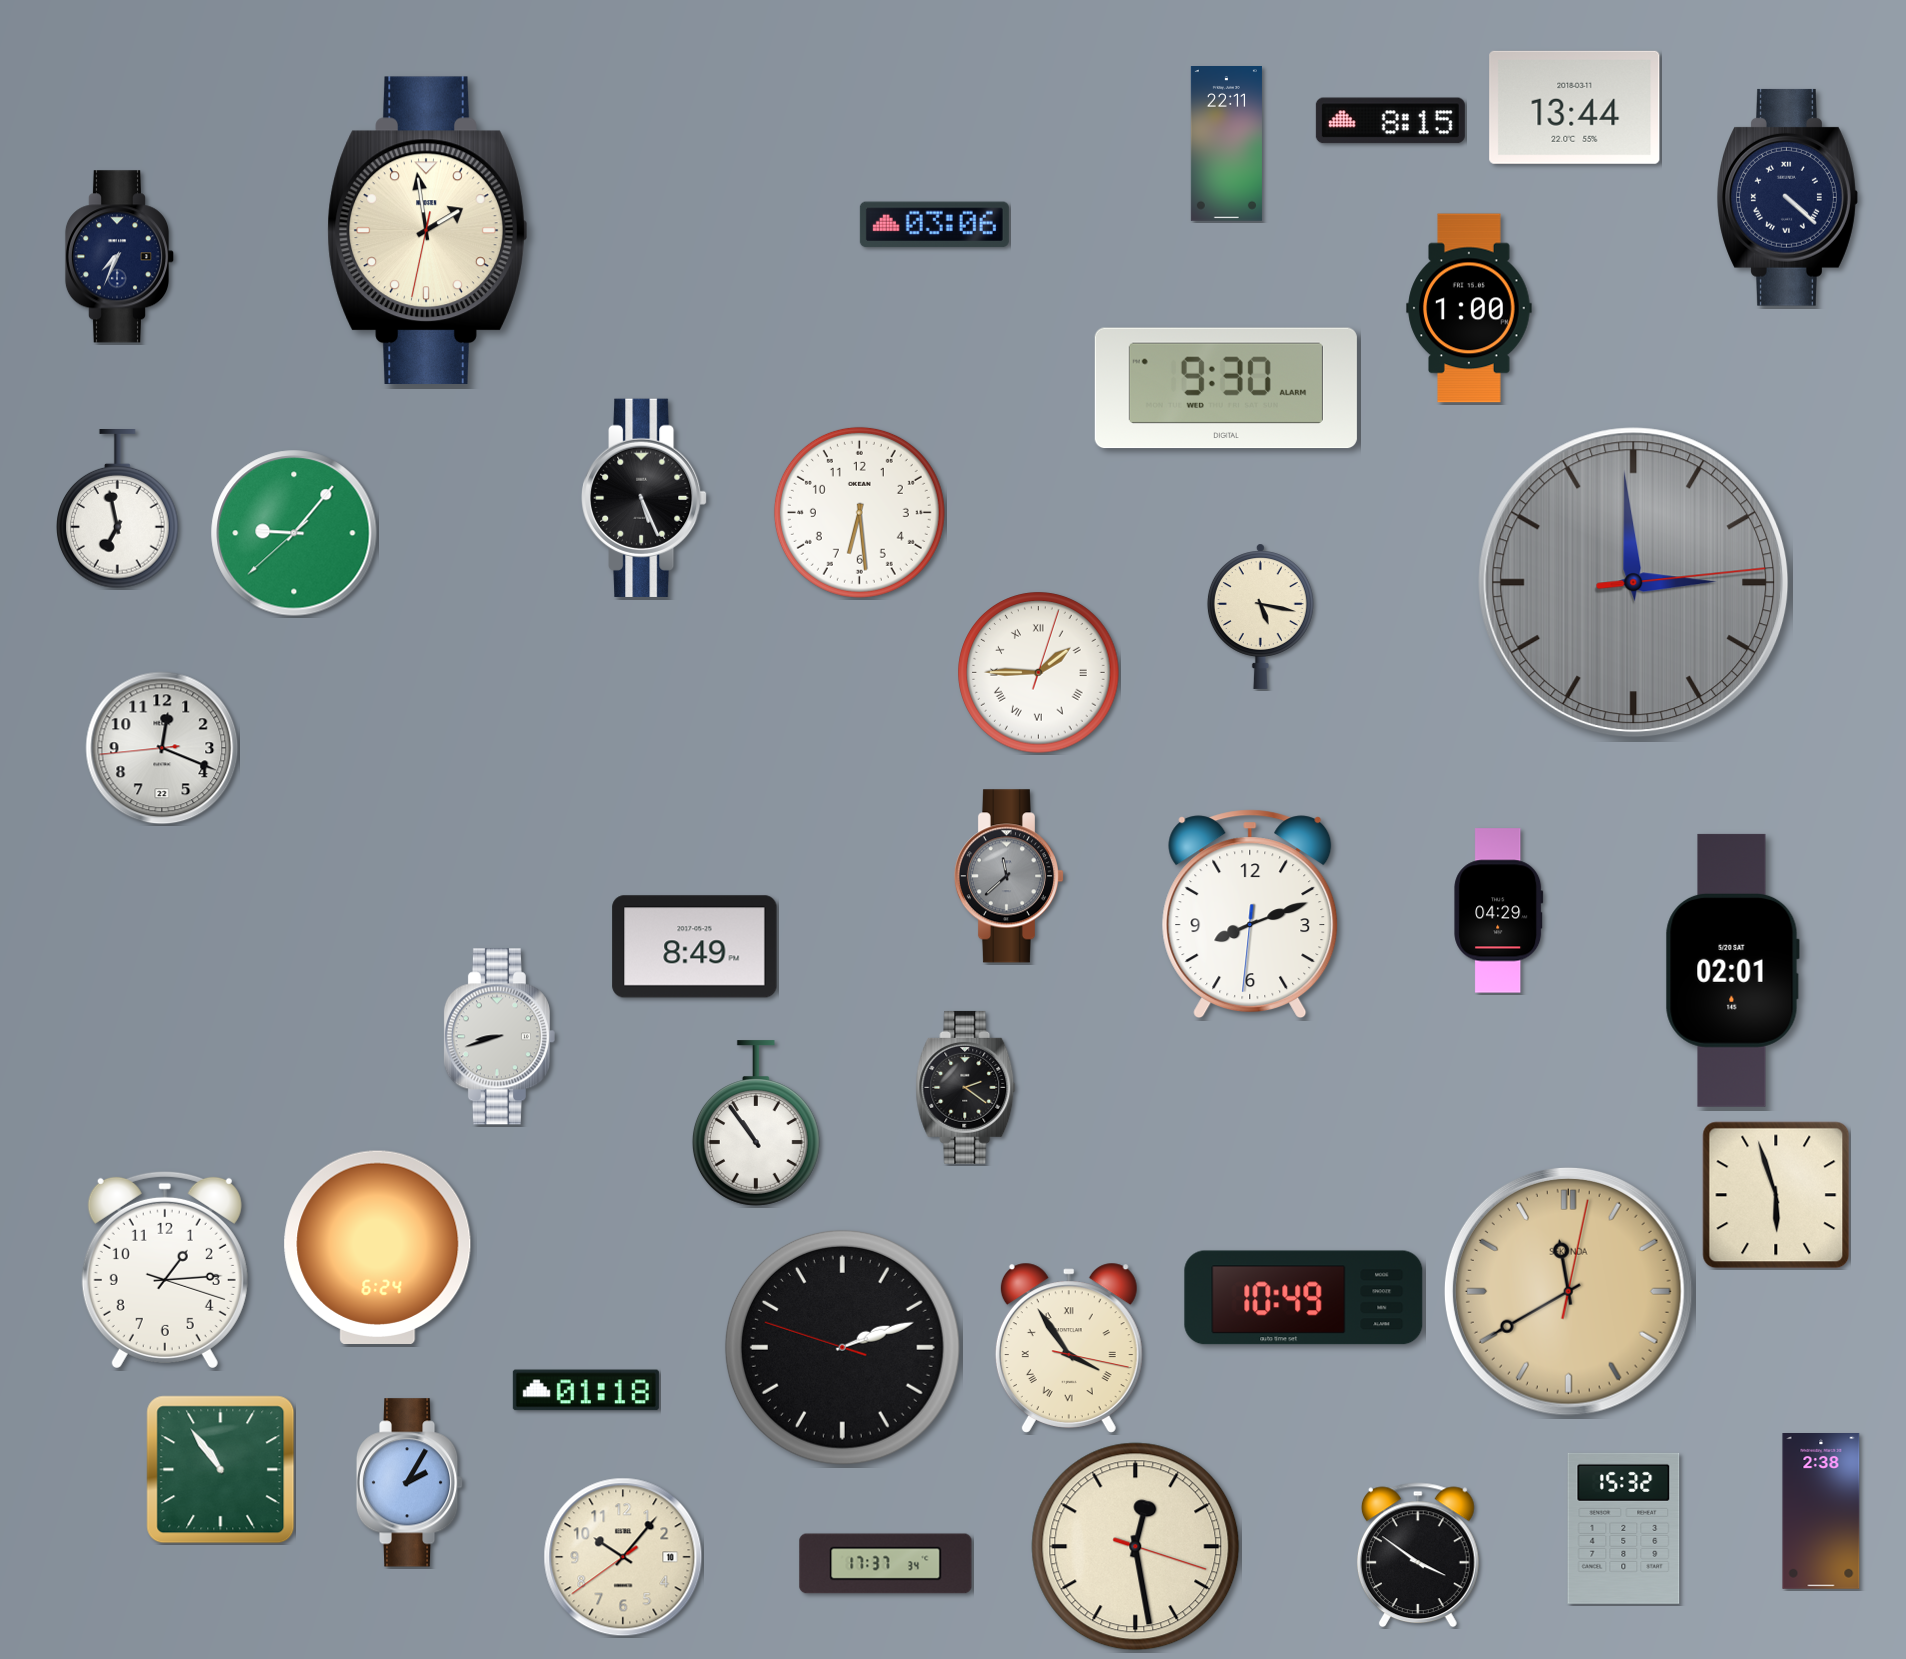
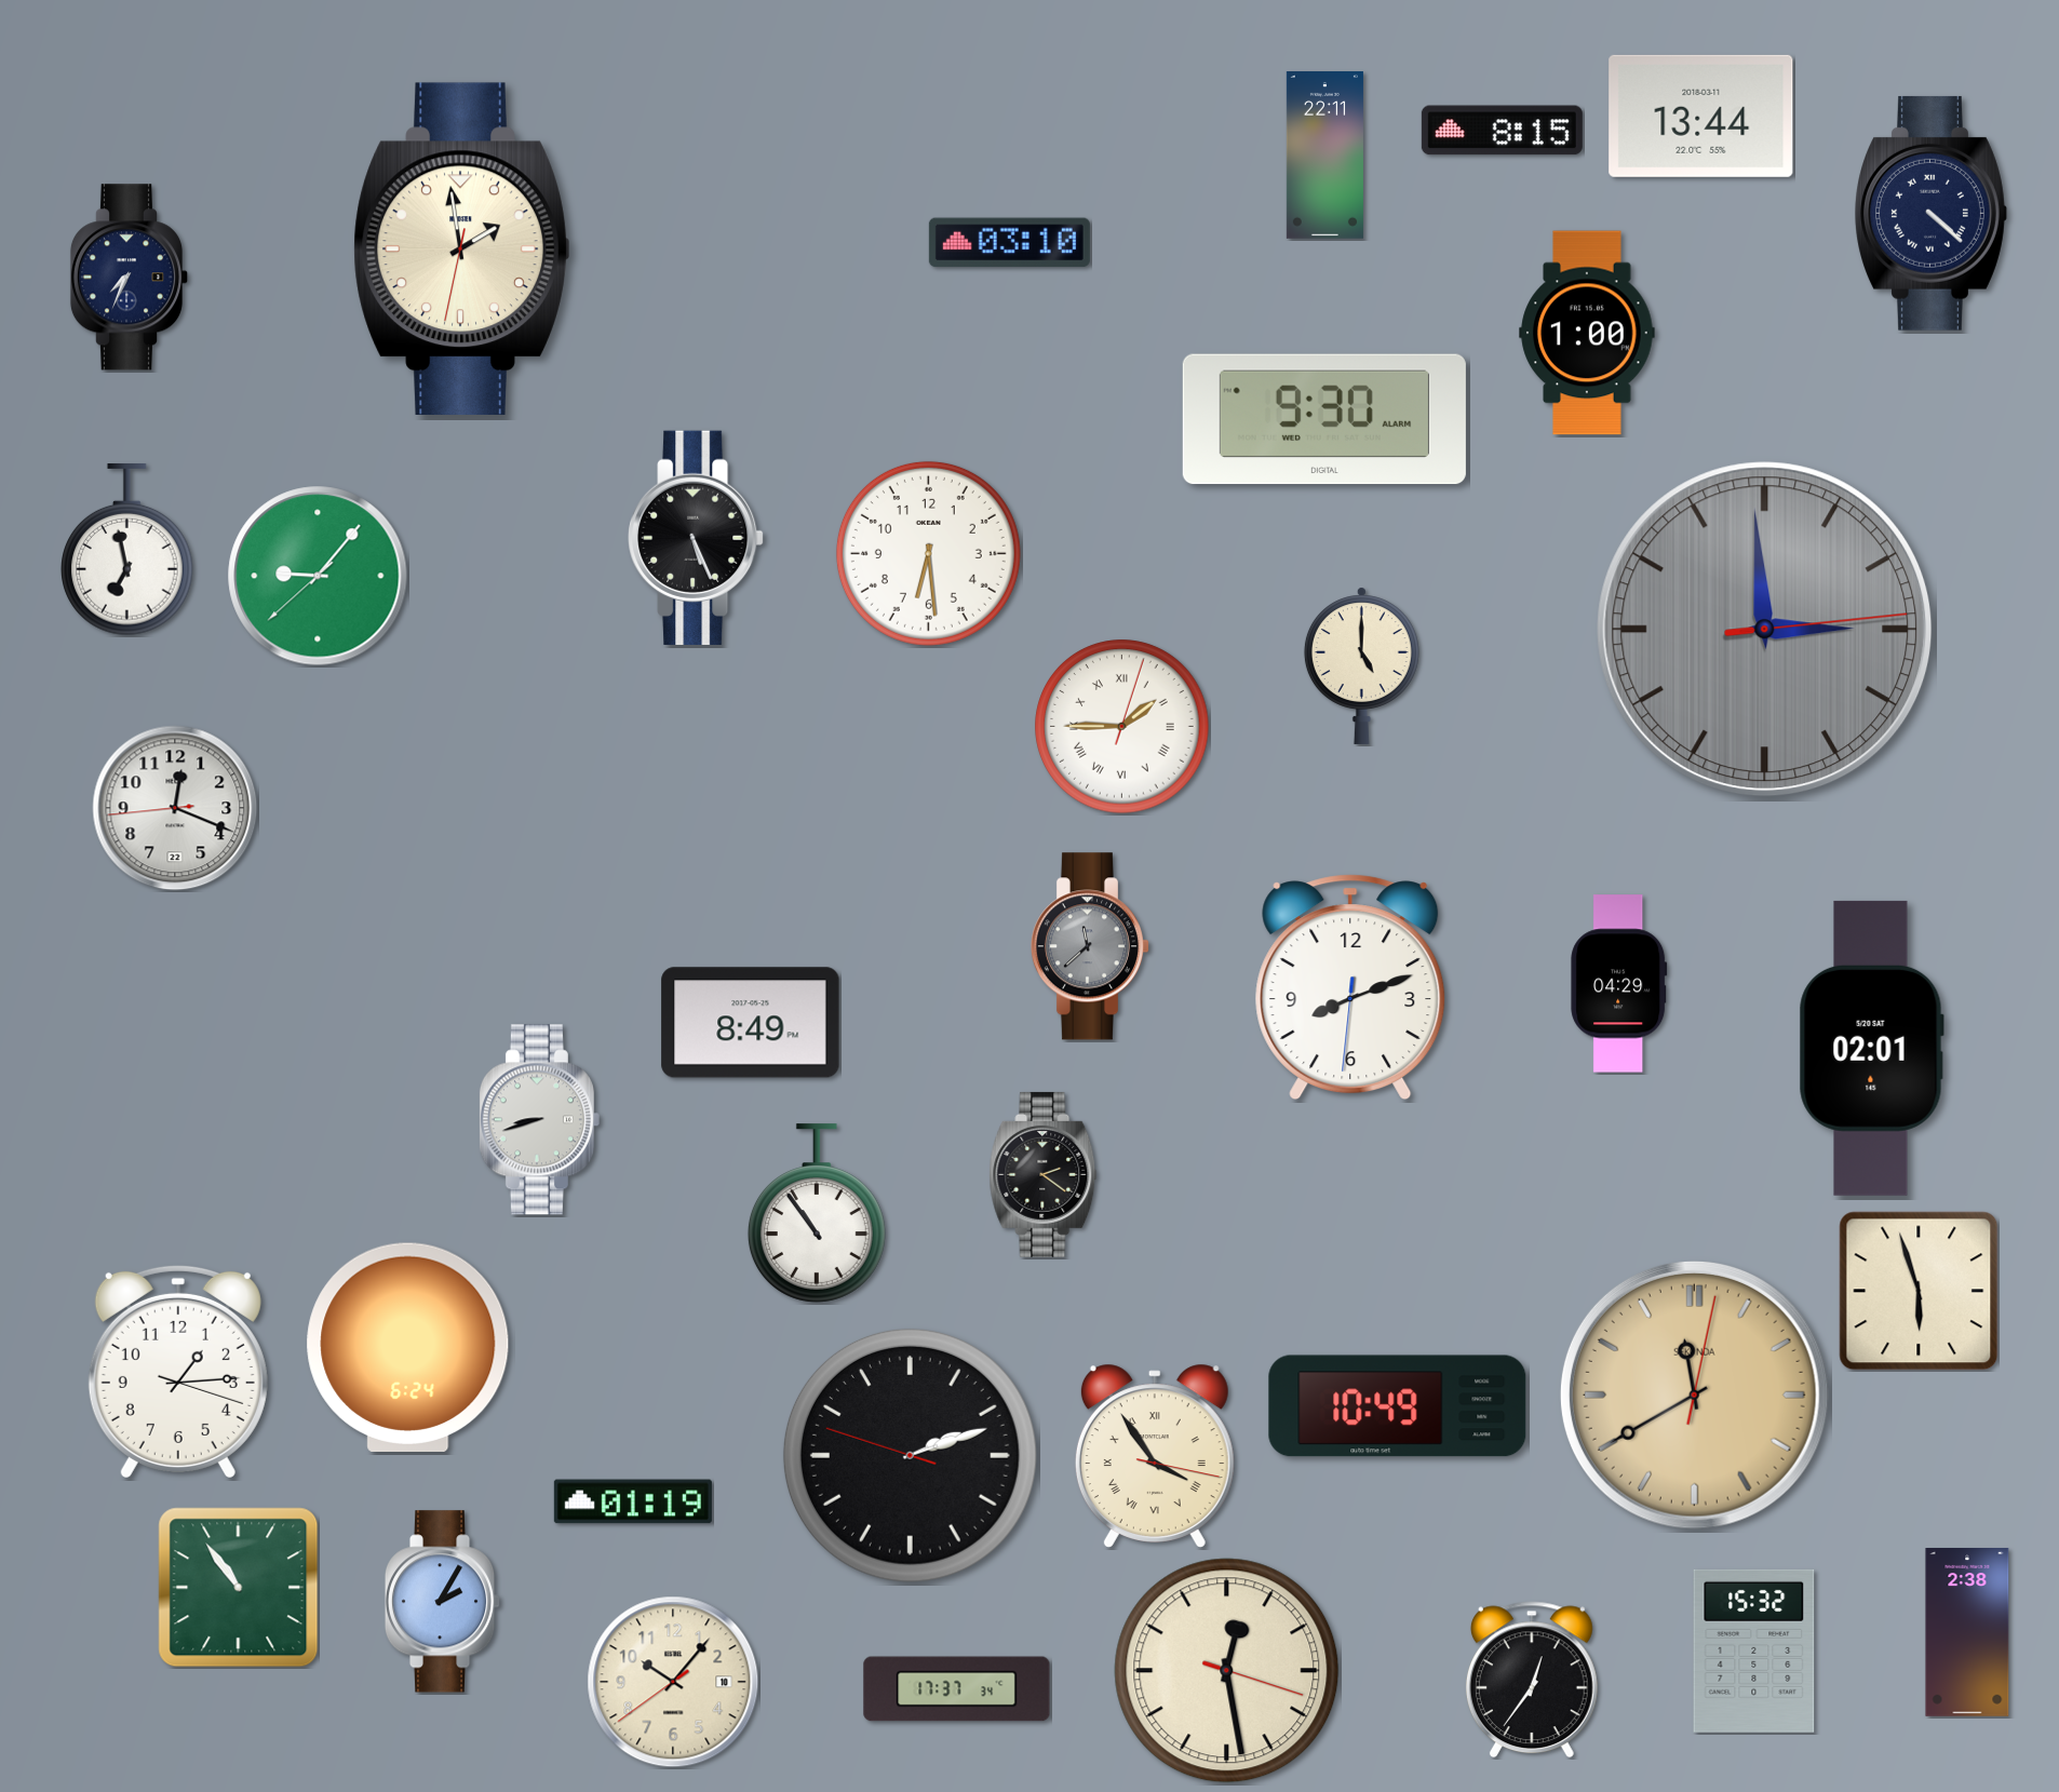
clock at (934, 225): 03:06 -> 03:10
clock at (1260, 616): 5:17 -> 5:00
clock at (1304, 1298) position: (1304, 1298) -> (1398, 1406)
clock at (586, 1390): 01:18 -> 01:19
clock at (1418, 1555): 3:51 -> 12:36
